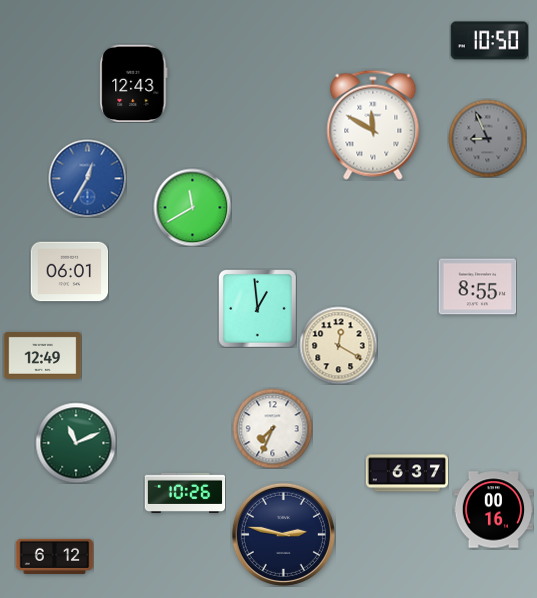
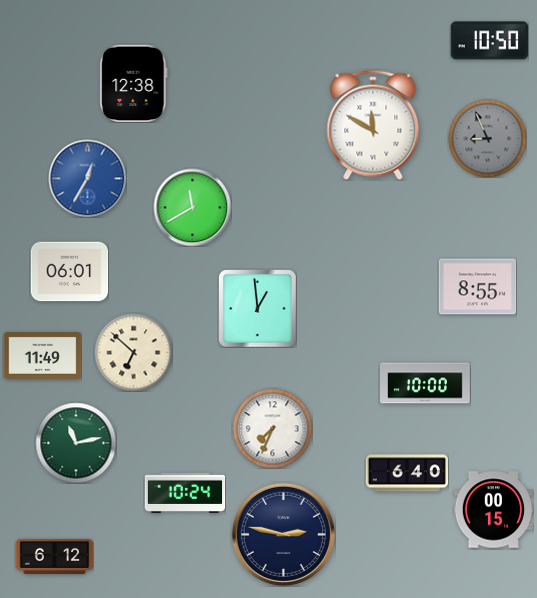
clock at (134, 83): 12:43 -> 12:38
clock at (338, 345): 12:20 -> none
clock at (133, 352): none -> 6:52
clock at (42, 355): 12:49 -> 11:49
clock at (426, 383): none -> 10:00
clock at (76, 443): 11:11 -> 11:13
clock at (406, 473): 6:37 -> 6:40
clock at (185, 493): 10:26 -> 10:24
clock at (493, 510): 00:16 -> 00:15
